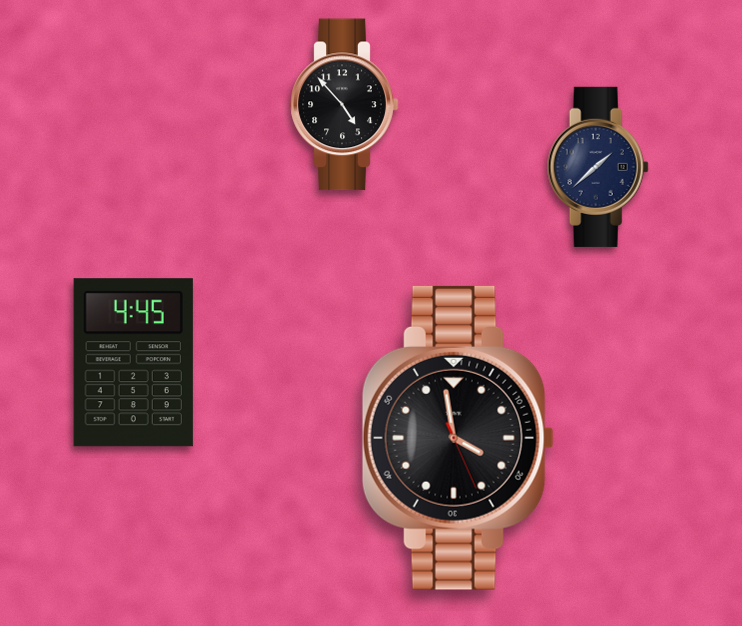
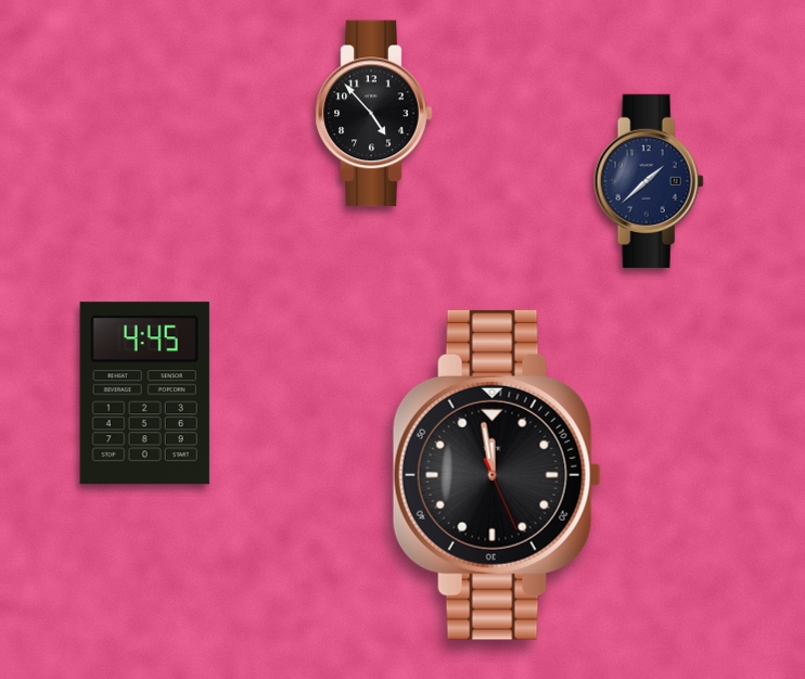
clock at (458, 438): 3:58 -> 11:58
